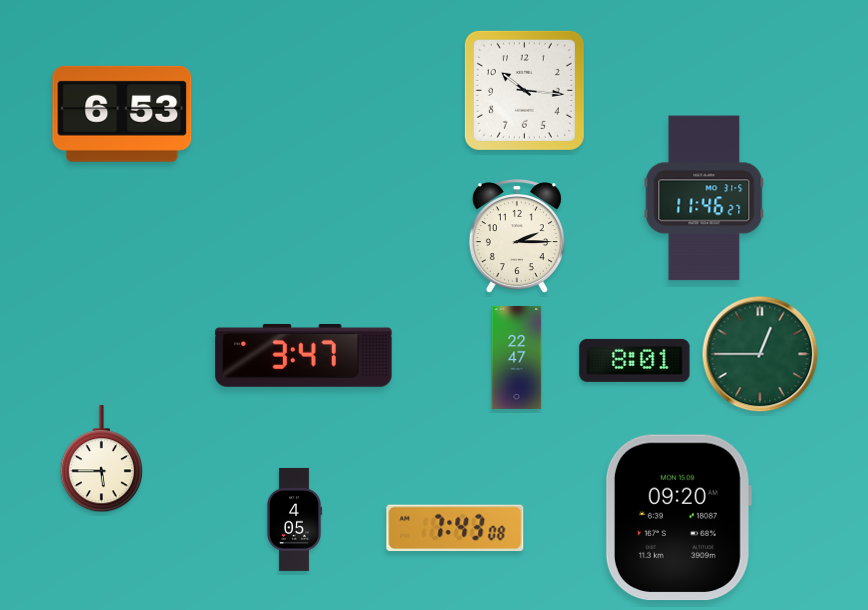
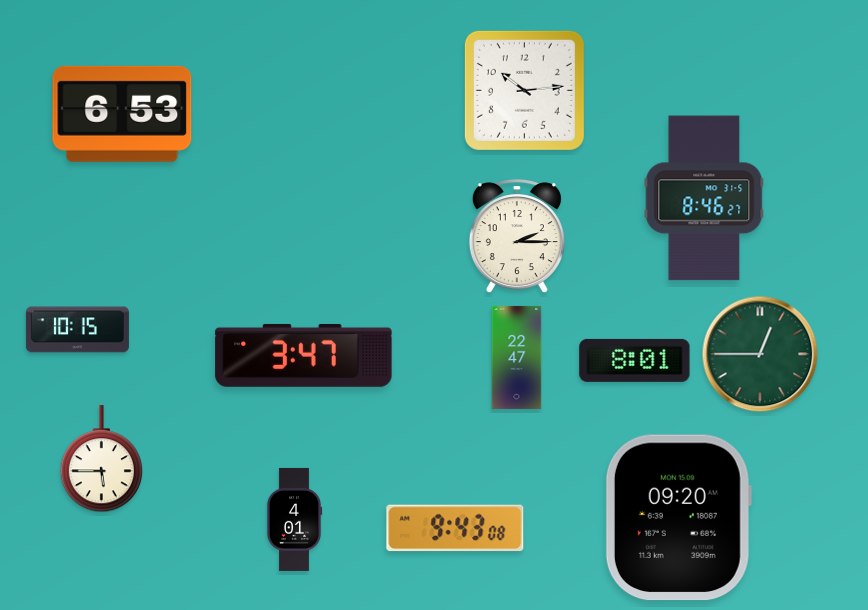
clock at (524, 90): 10:16 -> 10:14
clock at (704, 198): 11:46 -> 8:46
clock at (77, 330): none -> 10:15
clock at (294, 519): 4:05 -> 4:01
clock at (455, 528): 7:43 -> 9:43
